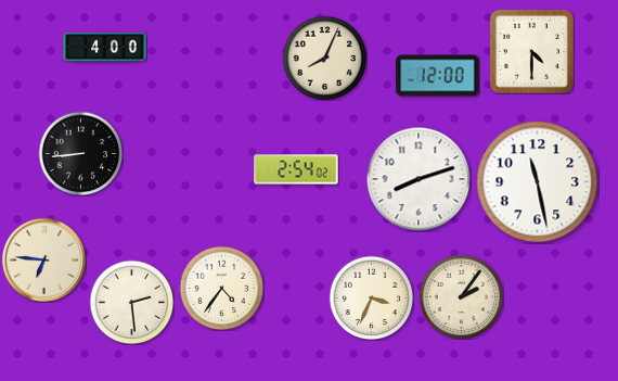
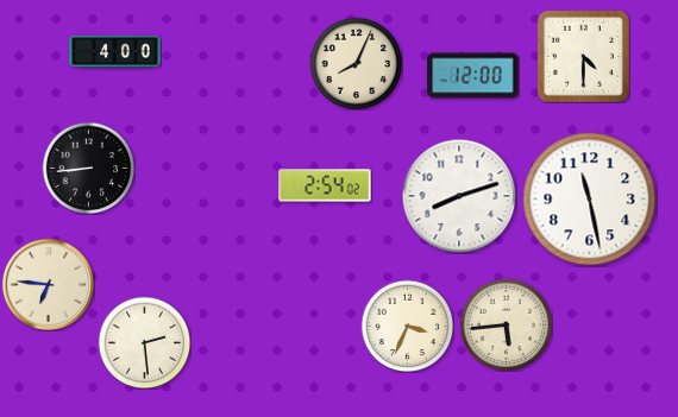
clock at (438, 76) position: (438, 76) -> (473, 76)
clock at (221, 288): 4:36 -> none
clock at (461, 296): 2:06 -> 5:44
clock at (131, 302) position: (131, 302) -> (144, 342)
